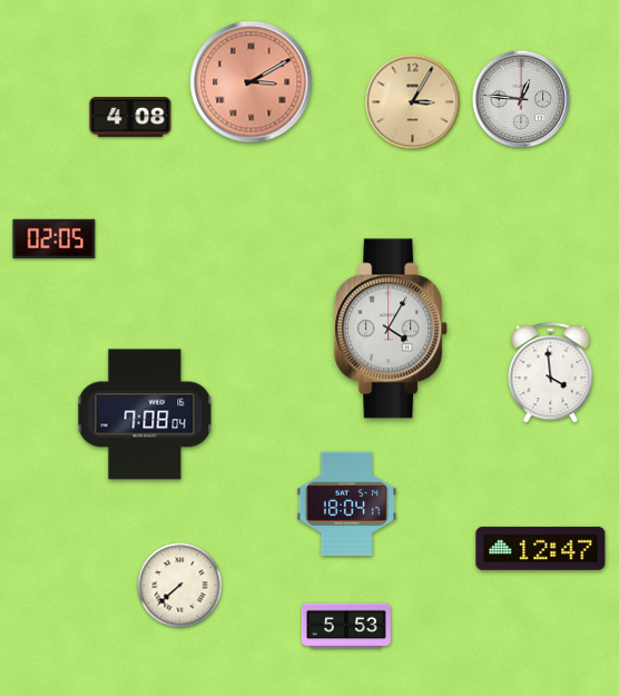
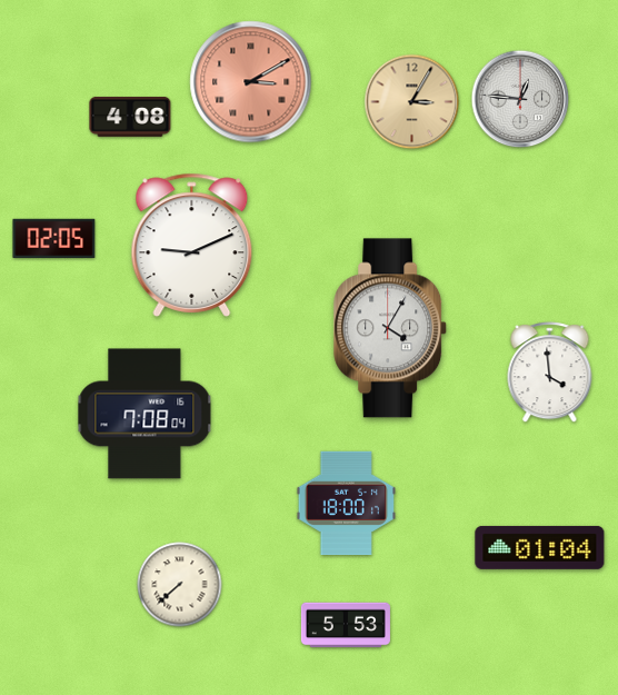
clock at (192, 245): none -> 9:11
clock at (347, 503): 18:04 -> 18:00
clock at (541, 548): 12:47 -> 01:04
